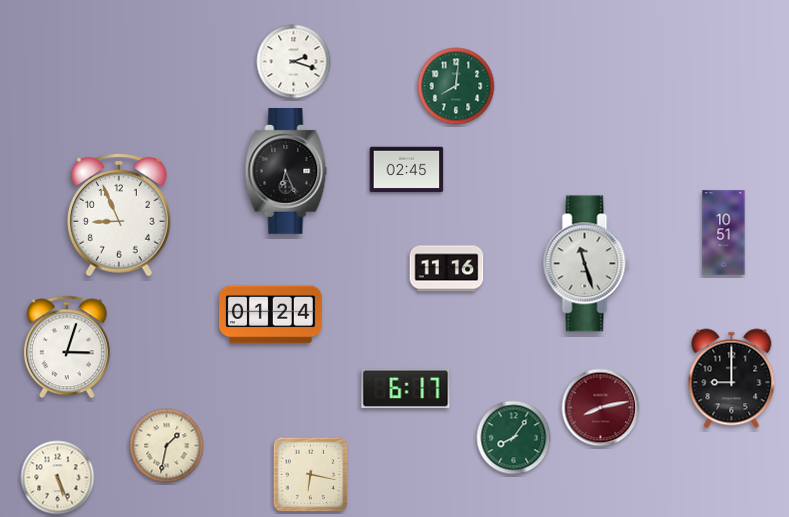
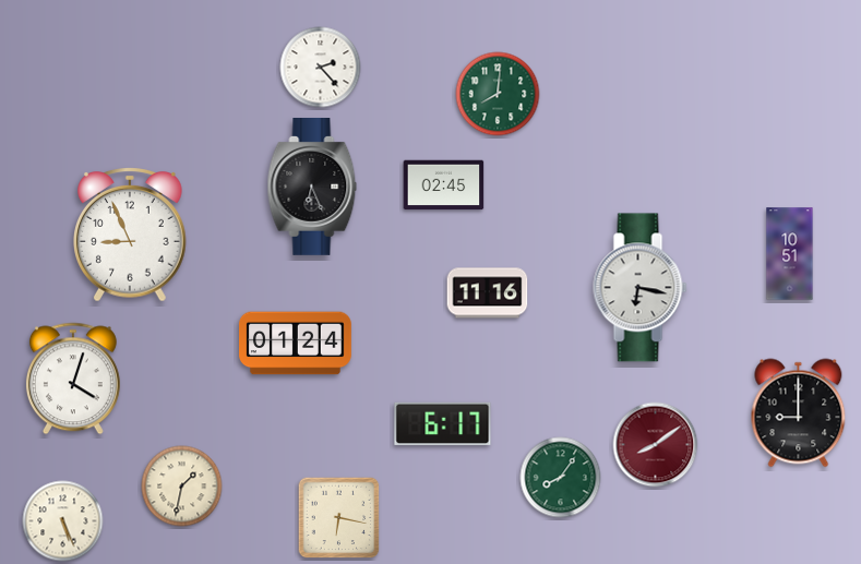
clock at (294, 62): 2:18 -> 2:23
clock at (587, 264): 11:27 -> 6:17
clock at (67, 347): 3:03 -> 4:03
clock at (601, 408): 8:13 -> 8:09
